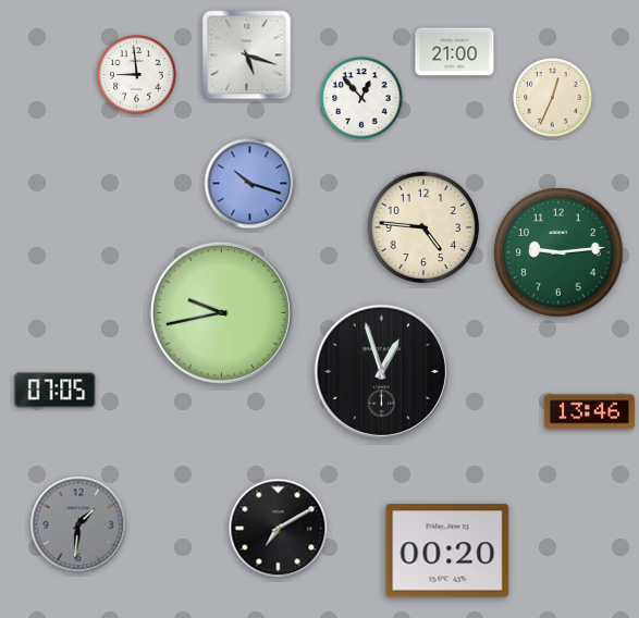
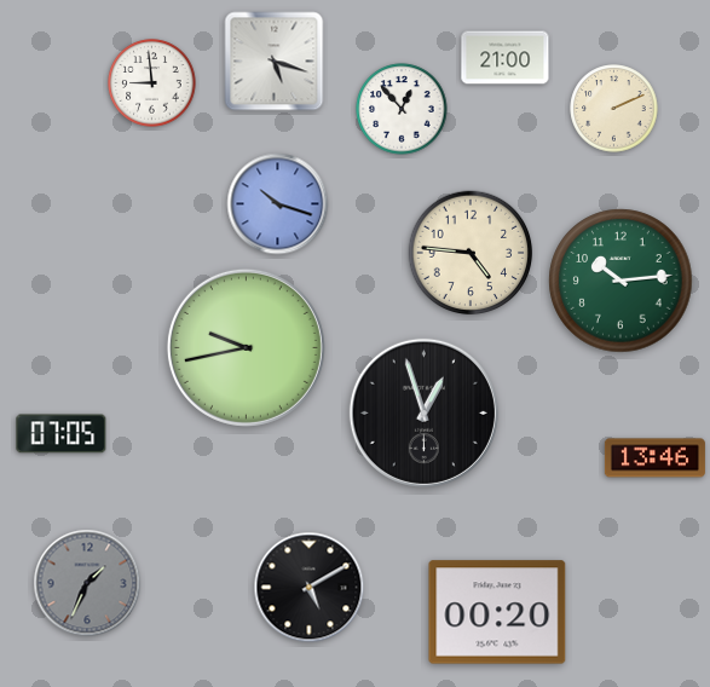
clock at (553, 98): 12:34 -> 2:11
clock at (558, 252): 9:14 -> 10:14
clock at (78, 524): 1:31 -> 1:34
clock at (279, 529): 7:10 -> 5:10
